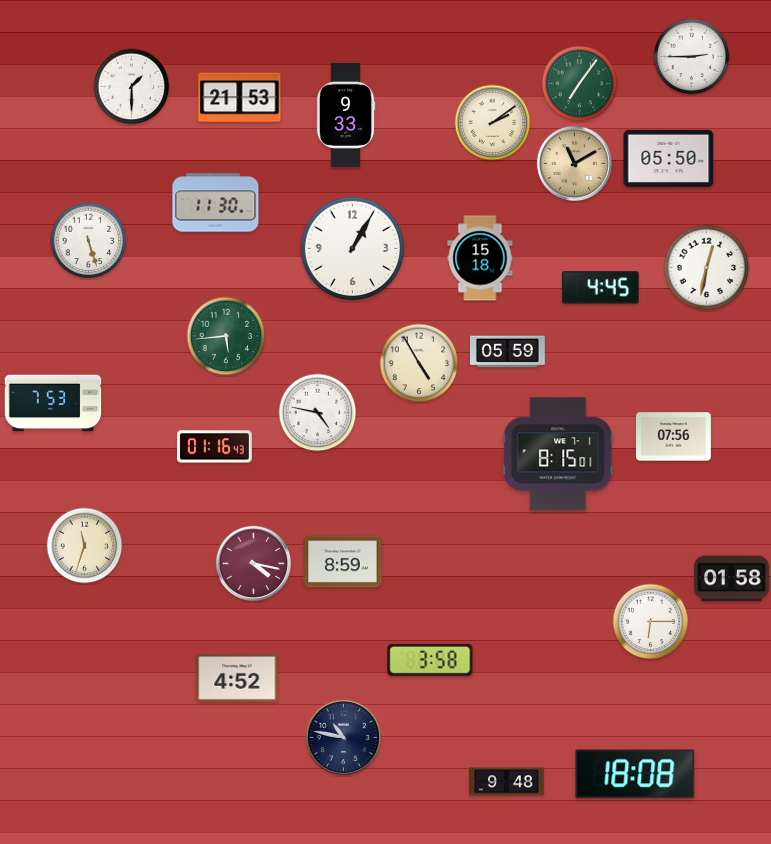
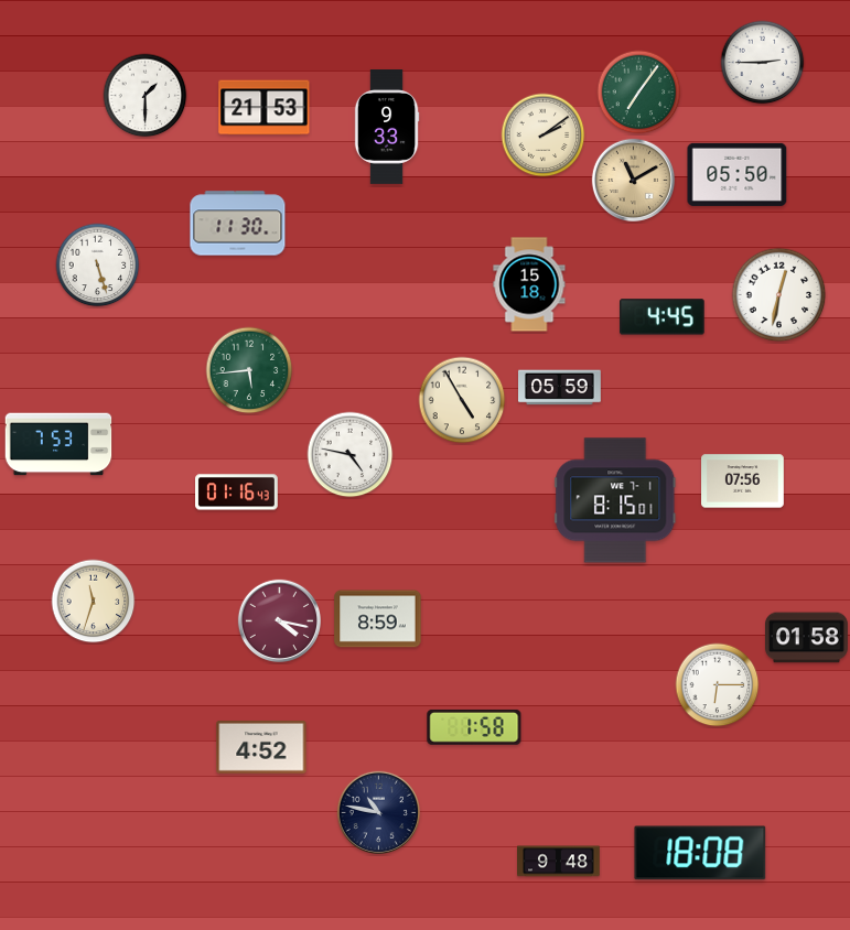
clock at (346, 116) position: (346, 116) -> (387, 128)
clock at (353, 249): 1:05 -> none
clock at (430, 660): 3:58 -> 1:58
